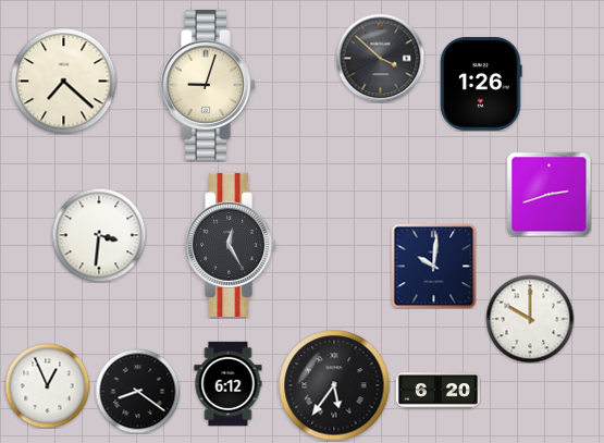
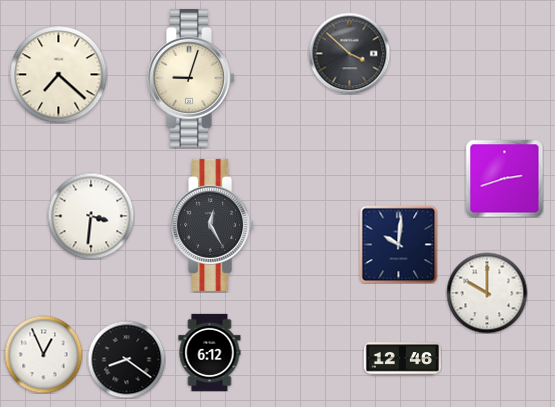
clock at (481, 84): 1:26 -> none
clock at (334, 385): 5:36 -> none
clock at (437, 391): 6:20 -> 12:46
